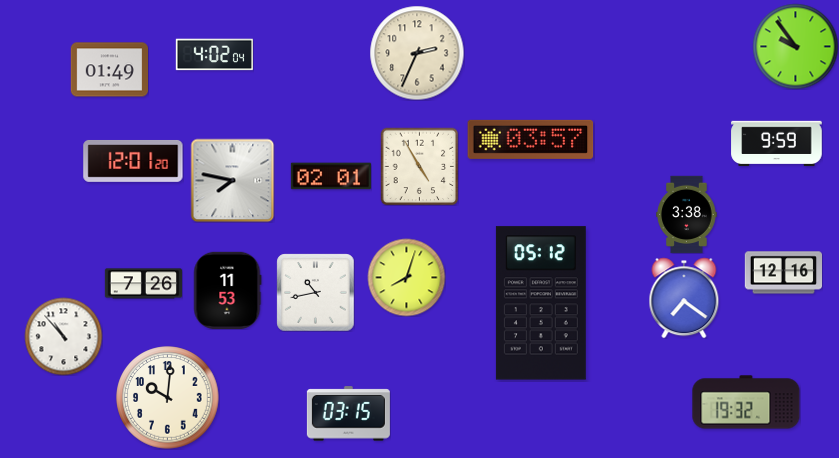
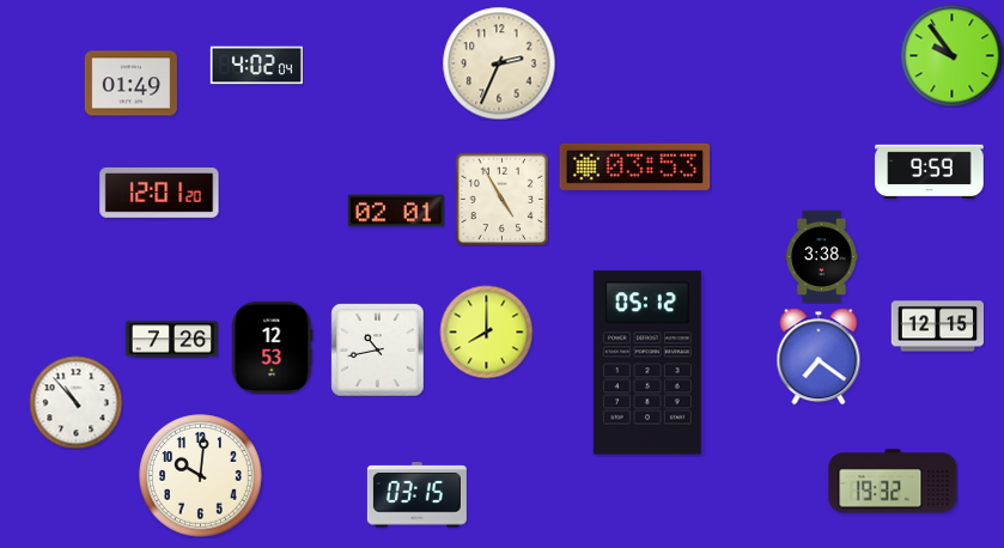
clock at (531, 139): 03:57 -> 03:53
clock at (232, 180): 7:47 -> none
clock at (783, 273): 12:16 -> 12:15
clock at (406, 277): 8:03 -> 8:00
clock at (228, 290): 11:53 -> 12:53
